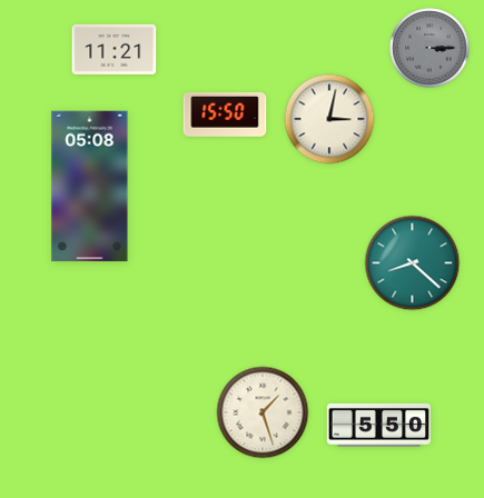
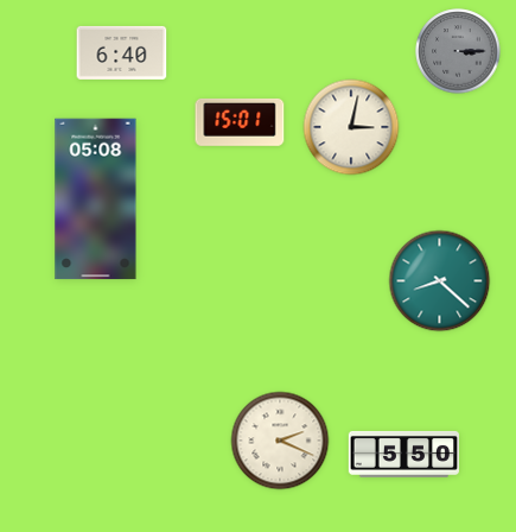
clock at (115, 49): 11:21 -> 6:40
clock at (225, 114): 15:50 -> 15:01
clock at (263, 412): 1:27 -> 2:19
